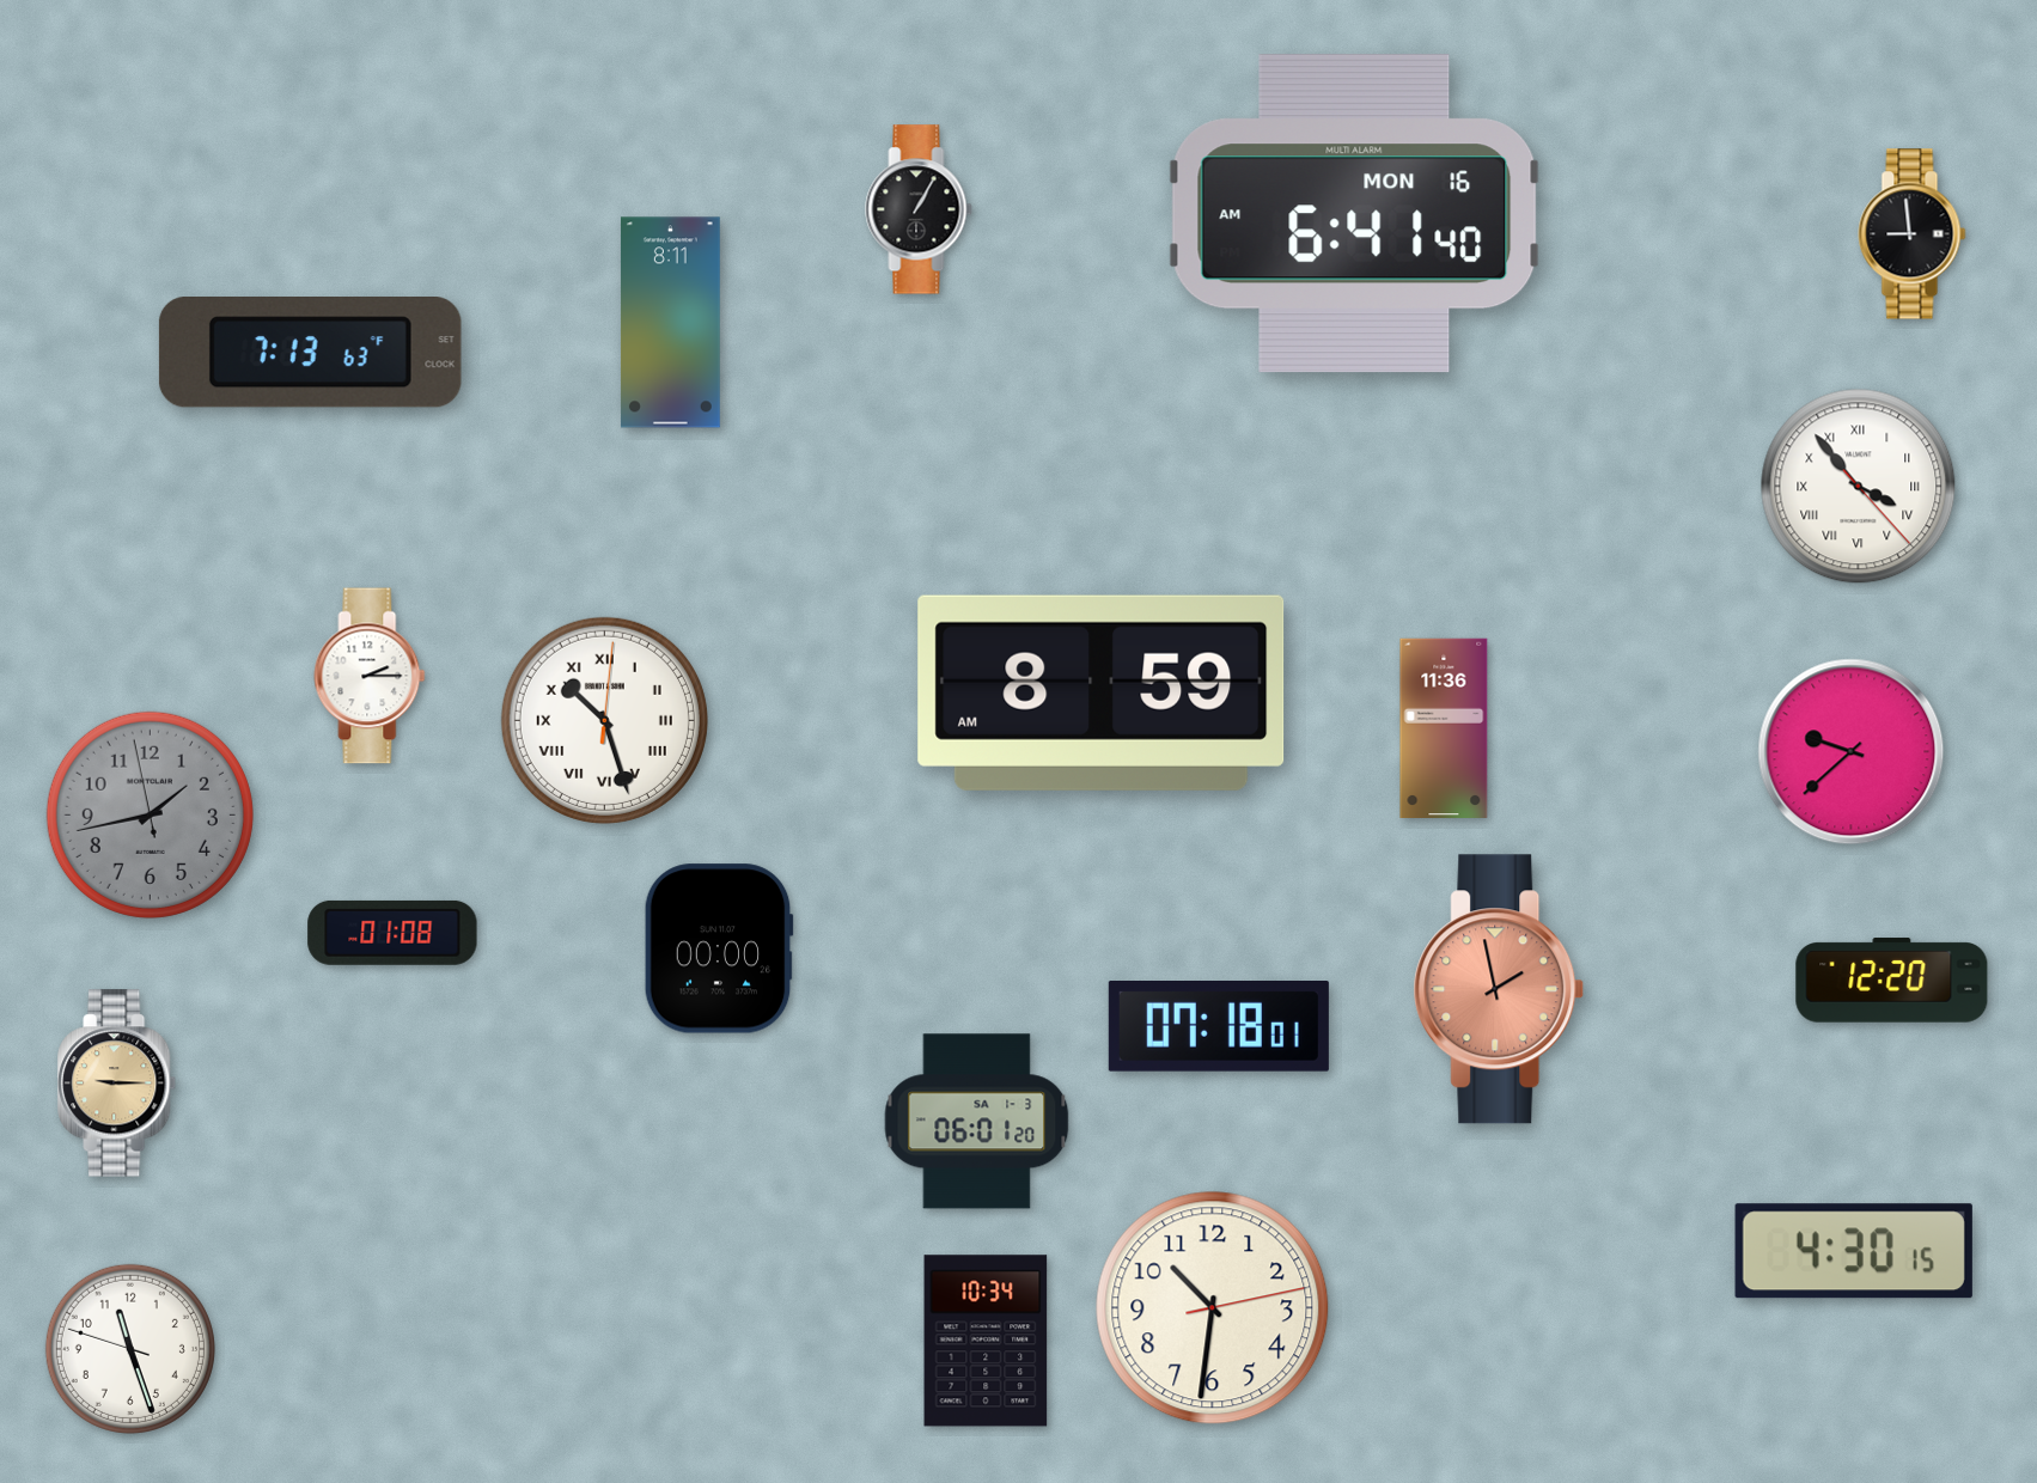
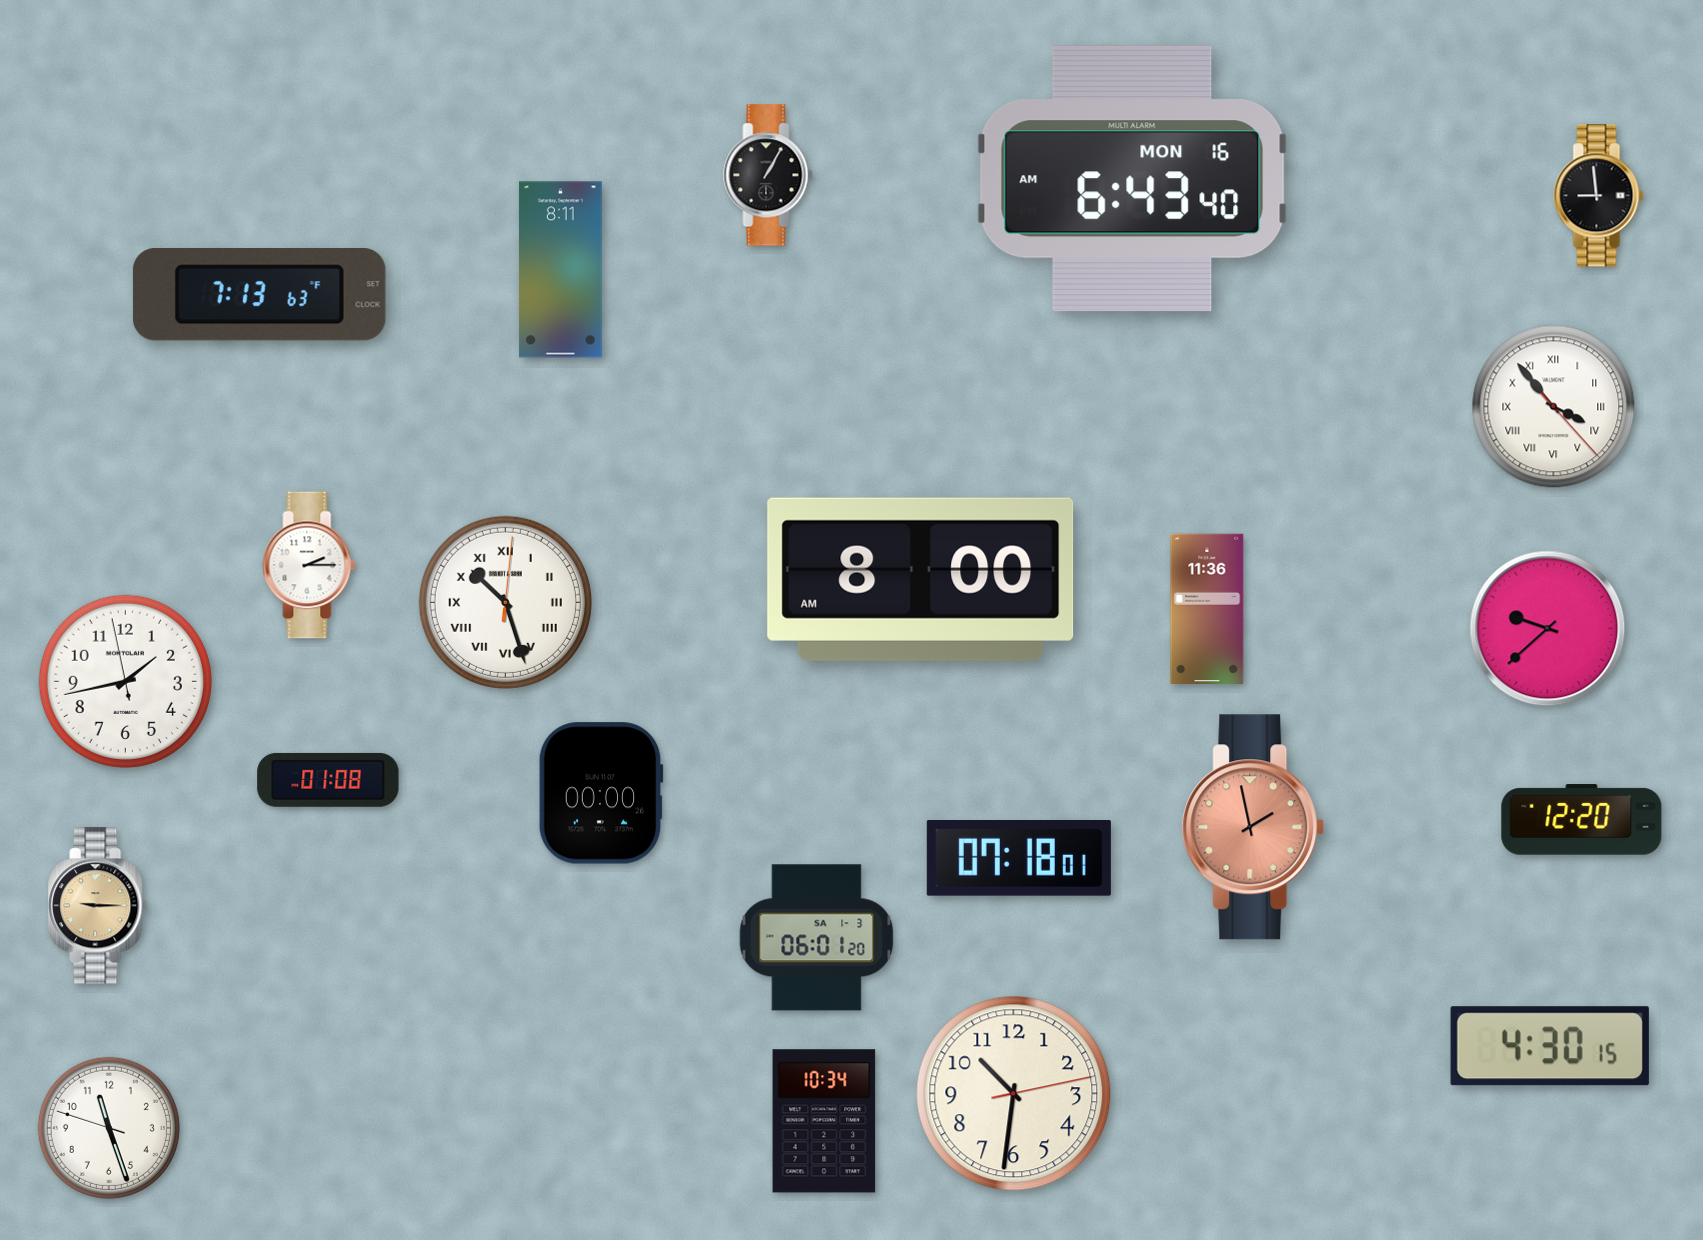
clock at (1355, 214): 6:41 -> 6:43
clock at (1102, 692): 8:59 -> 8:00
clock at (150, 814) dial: grey -> white
